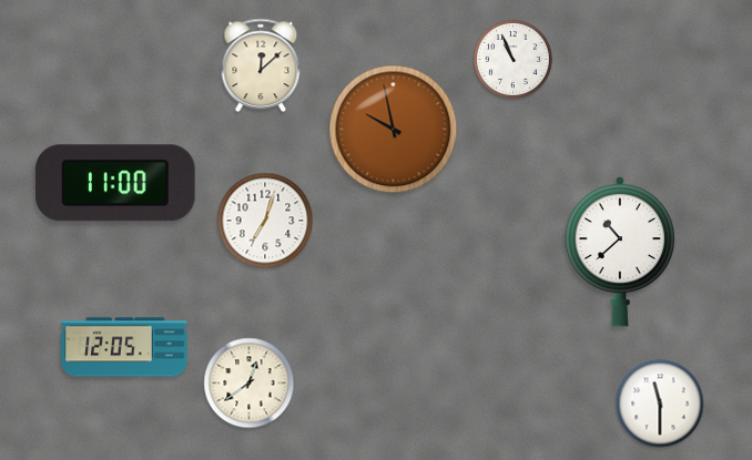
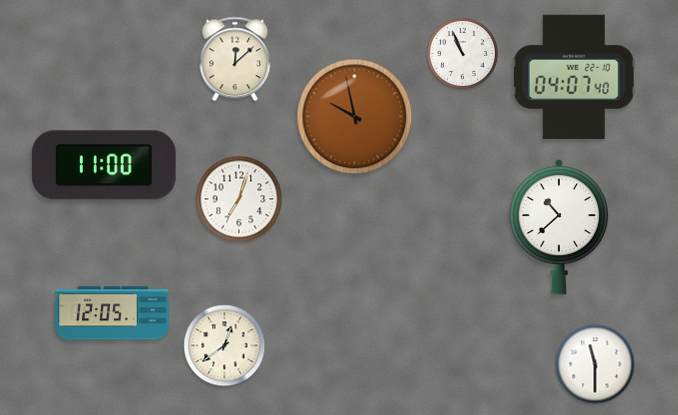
clock at (574, 76): none -> 04:07
